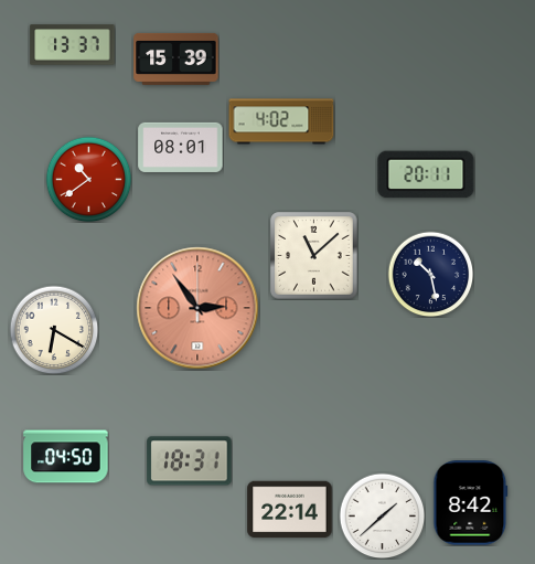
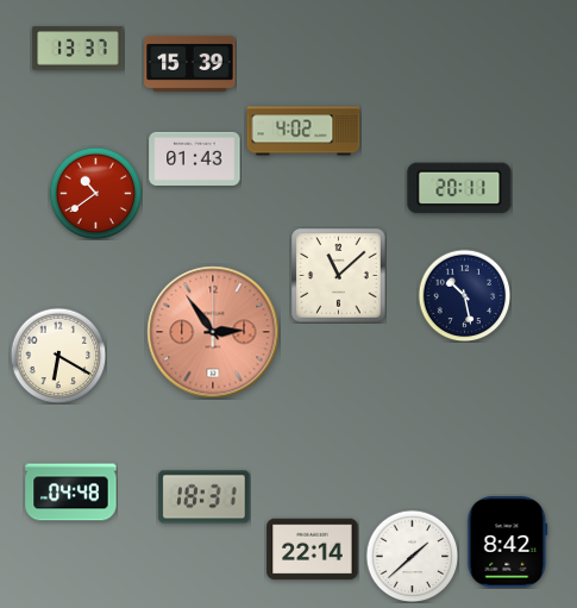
clock at (181, 147): 08:01 -> 01:43
clock at (66, 457): 04:50 -> 04:48
